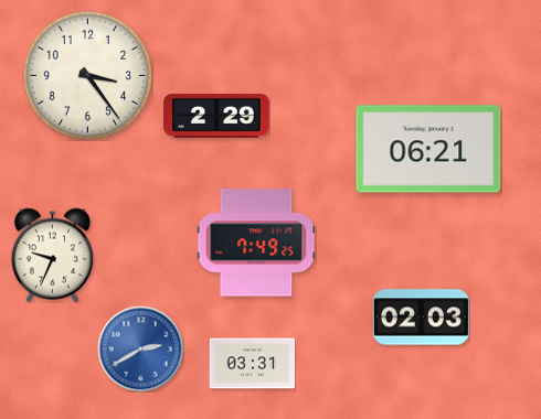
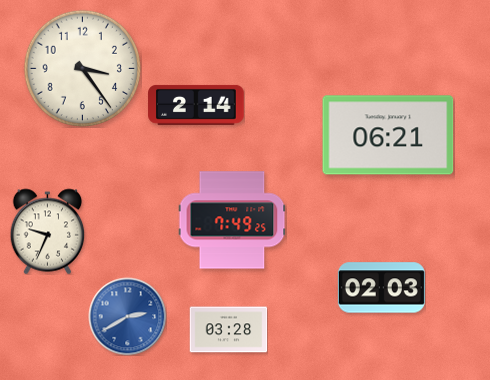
clock at (87, 75) position: (87, 75) -> (82, 68)
clock at (216, 116): 2:29 -> 2:14
clock at (252, 364): 03:31 -> 03:28
